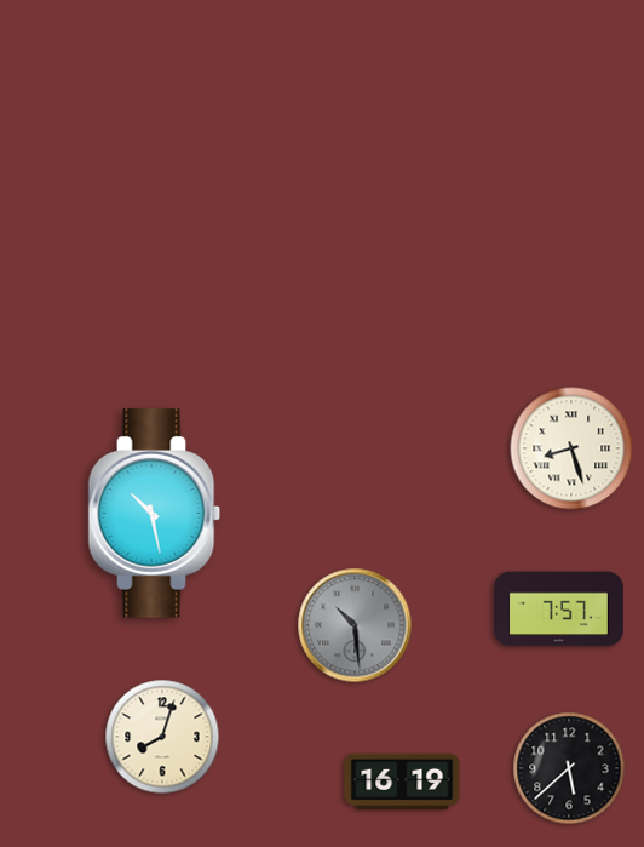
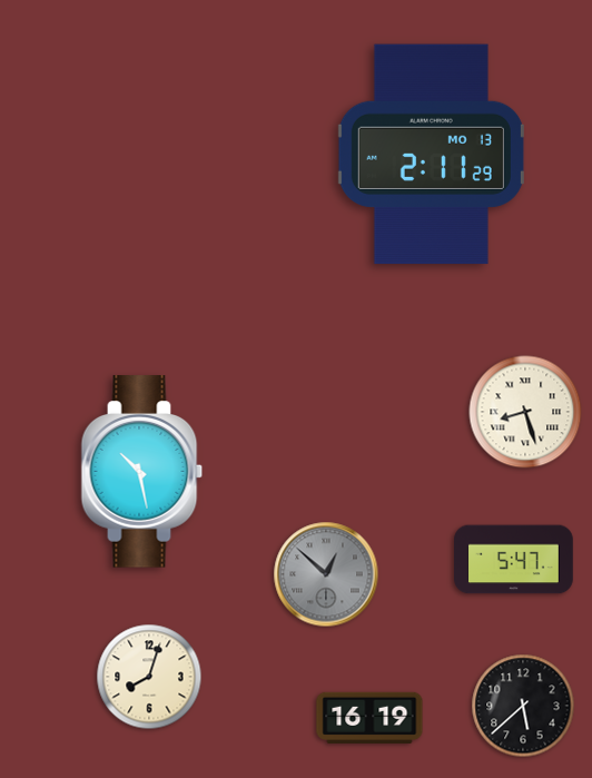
clock at (431, 155): none -> 2:11
clock at (559, 610): 7:57 -> 5:47
clock at (355, 625): 10:29 -> 12:52
